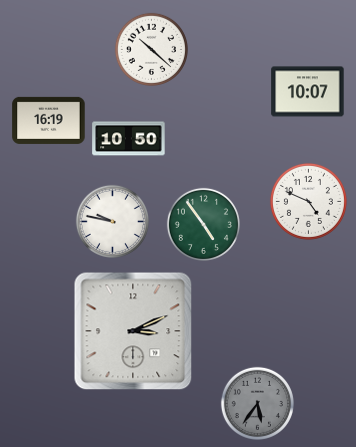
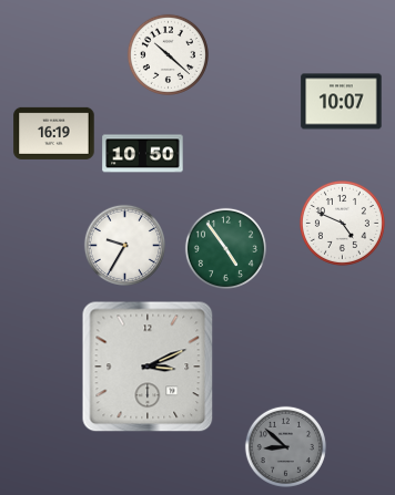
clock at (112, 221): 9:47 -> 9:35
clock at (257, 403): 5:36 -> 8:52
